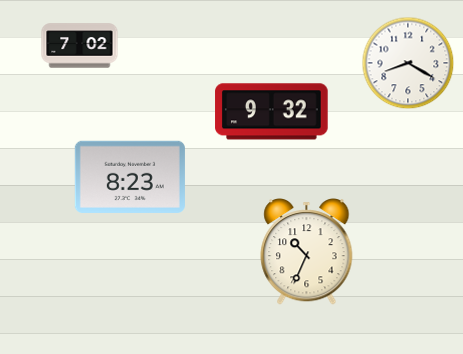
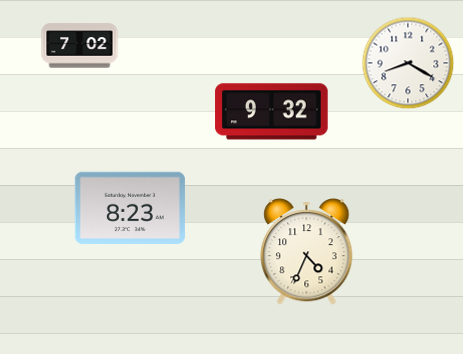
clock at (130, 177) position: (130, 177) -> (130, 208)
clock at (307, 252): 10:34 -> 4:34
